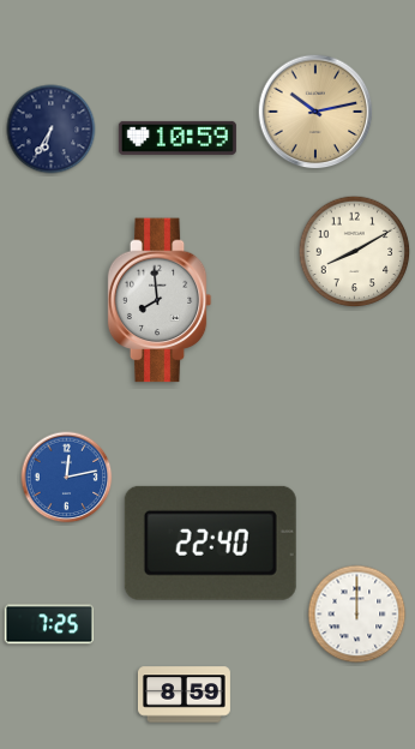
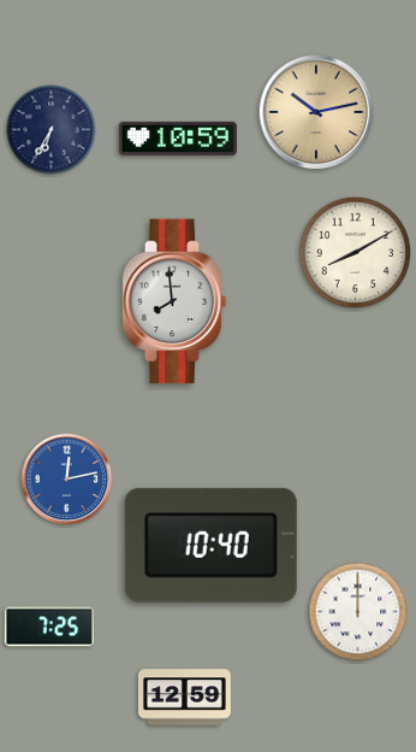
clock at (160, 300) position: (160, 300) -> (174, 301)
clock at (210, 543): 22:40 -> 10:40
clock at (357, 615) position: (357, 615) -> (358, 612)
clock at (184, 695): 8:59 -> 12:59
